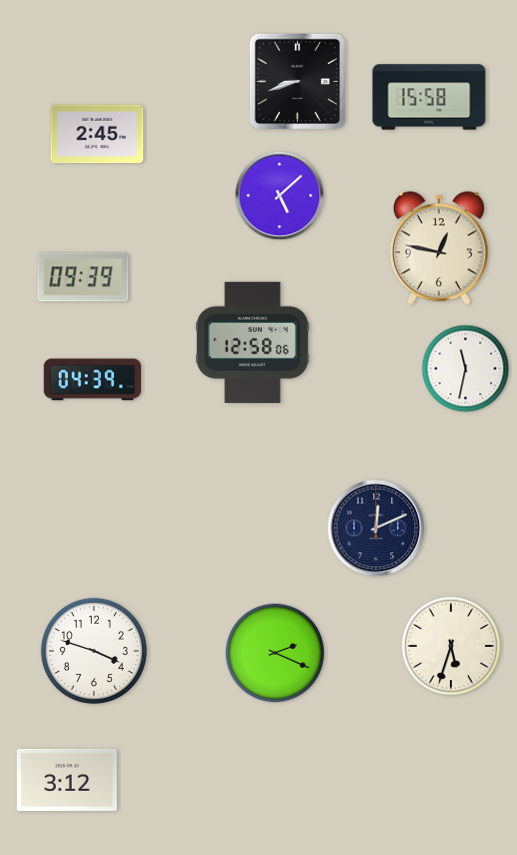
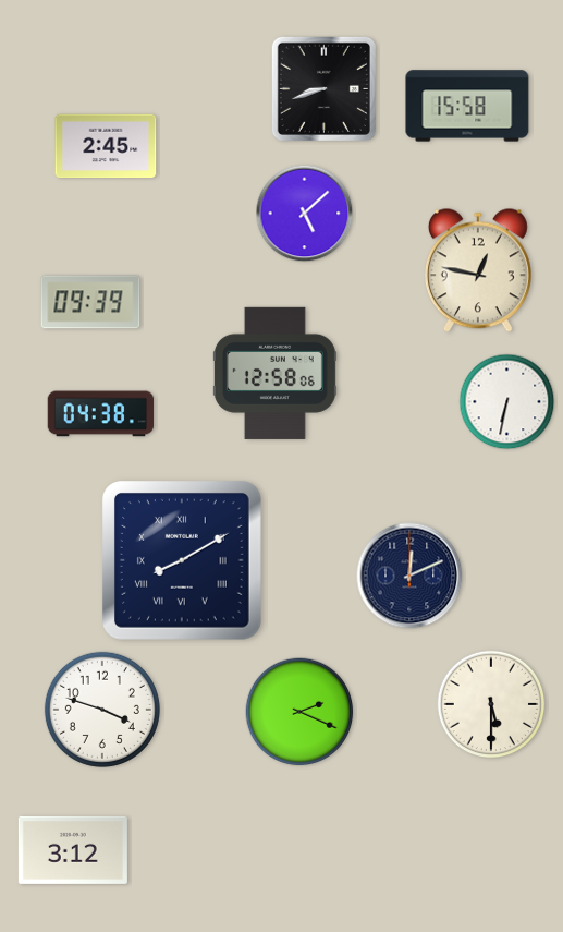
clock at (466, 369): 11:32 -> 6:32
clock at (93, 380): 04:39 -> 04:38
clock at (183, 561): none -> 8:10
clock at (451, 646): 5:33 -> 5:30
